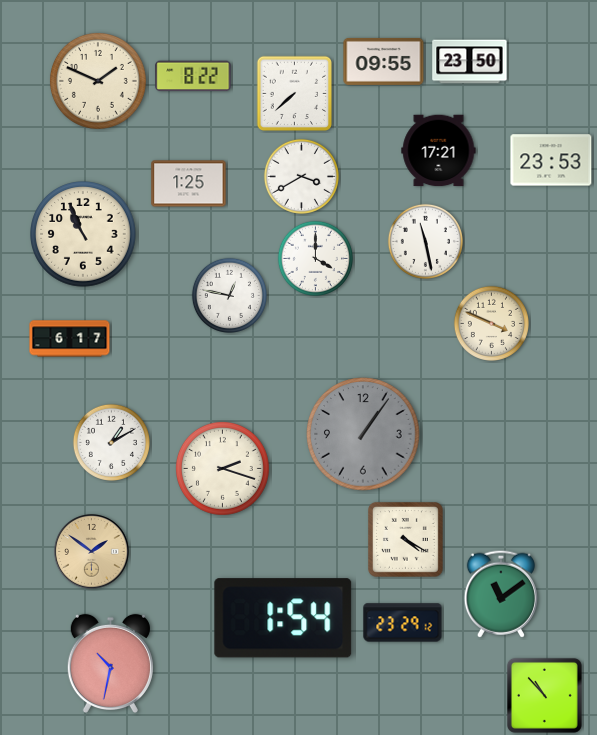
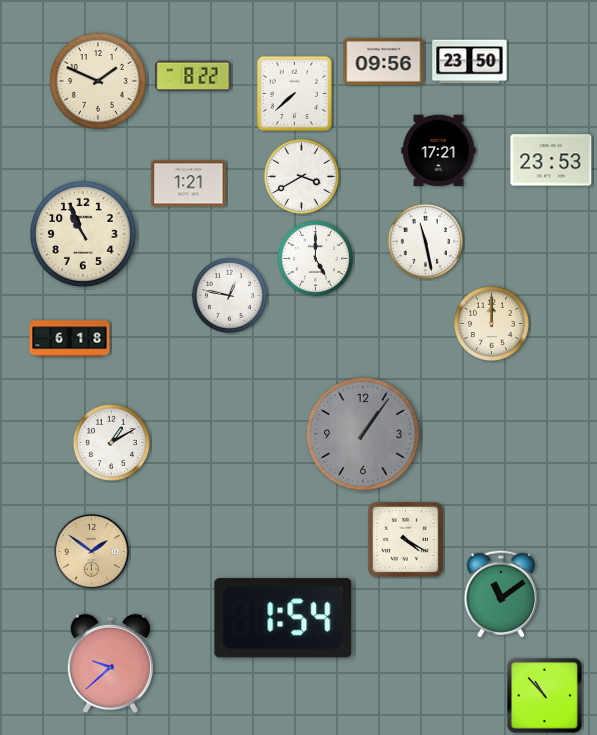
clock at (384, 61): 09:55 -> 09:56
clock at (189, 184): 1:25 -> 1:21
clock at (315, 258): 4:00 -> 5:00
clock at (491, 323): 3:49 -> 12:00
clock at (70, 339): 6:17 -> 6:18
clock at (222, 468): 2:18 -> none
clock at (403, 623): 23:29 -> none
clock at (110, 664): 10:32 -> 9:38
